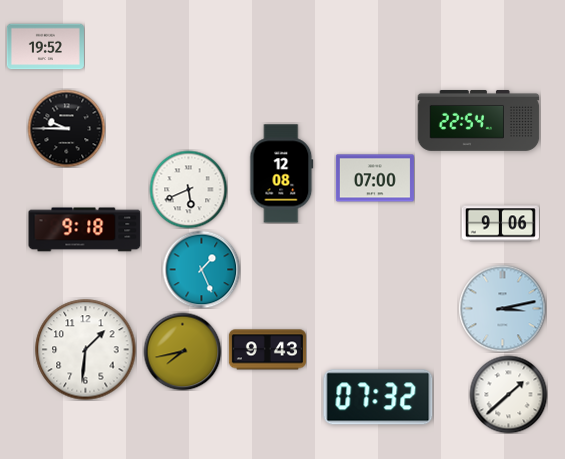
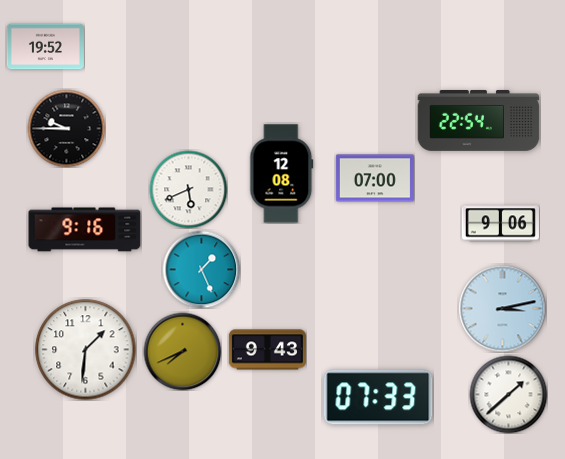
clock at (85, 230): 9:18 -> 9:16
clock at (182, 351): 7:43 -> 7:41
clock at (378, 397): 07:32 -> 07:33
